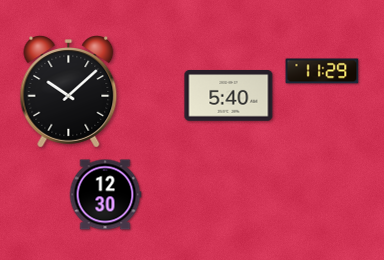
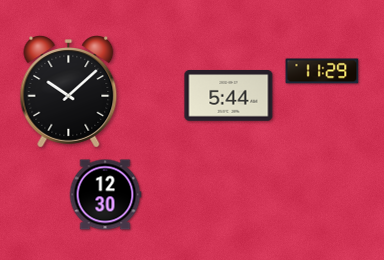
clock at (229, 96): 5:40 -> 5:44
